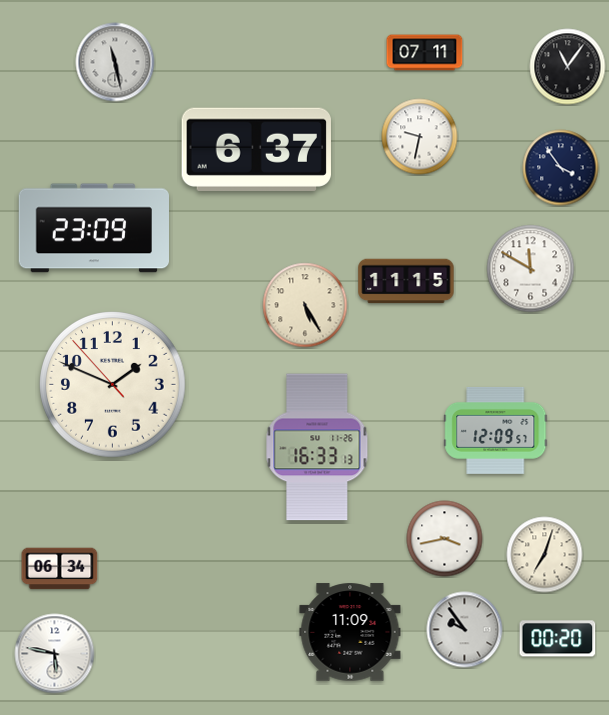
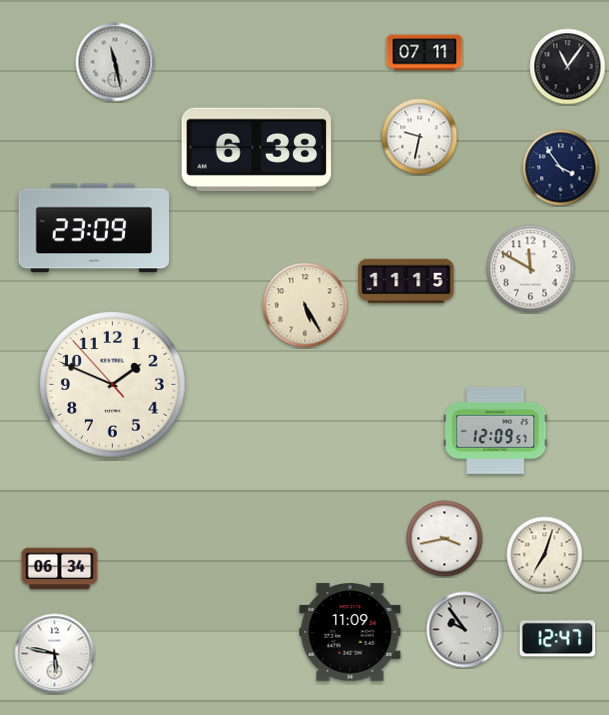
clock at (256, 149): 6:37 -> 6:38
clock at (317, 447): 16:33 -> none
clock at (558, 639): 00:20 -> 12:47
